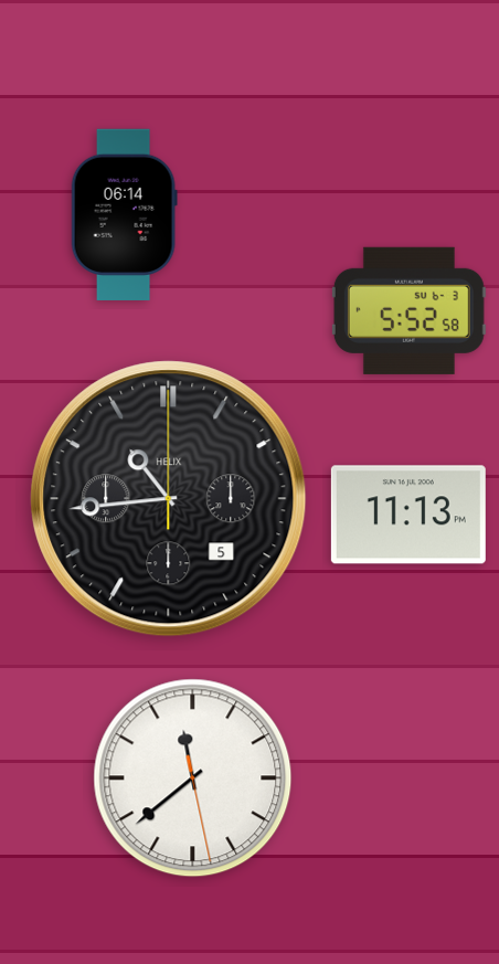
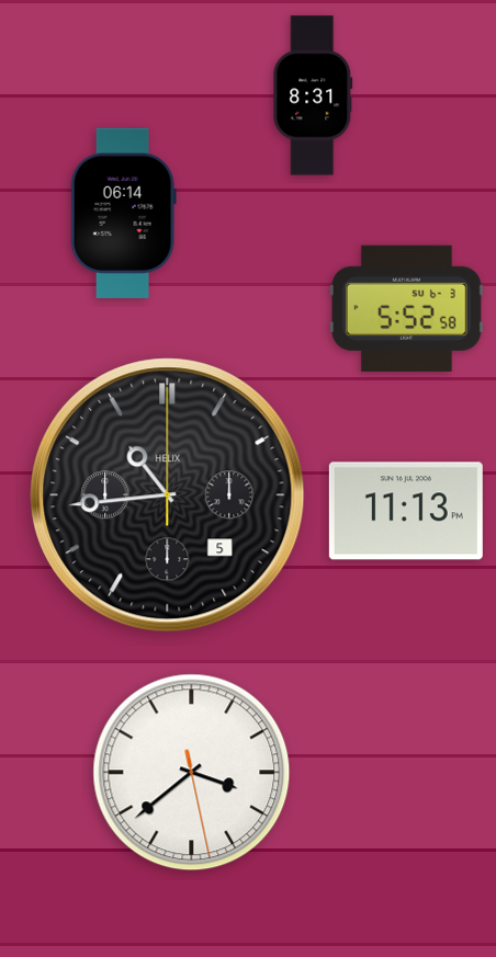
clock at (313, 95): none -> 8:31
clock at (193, 778): 11:38 -> 3:38
